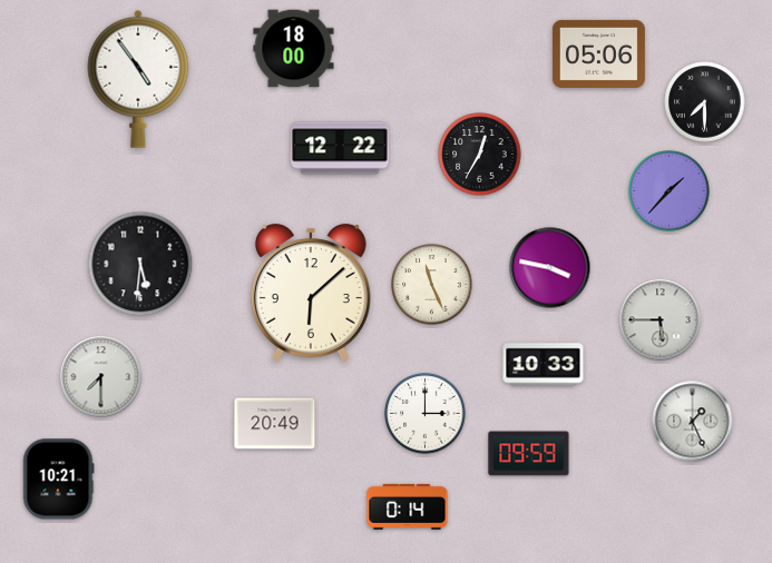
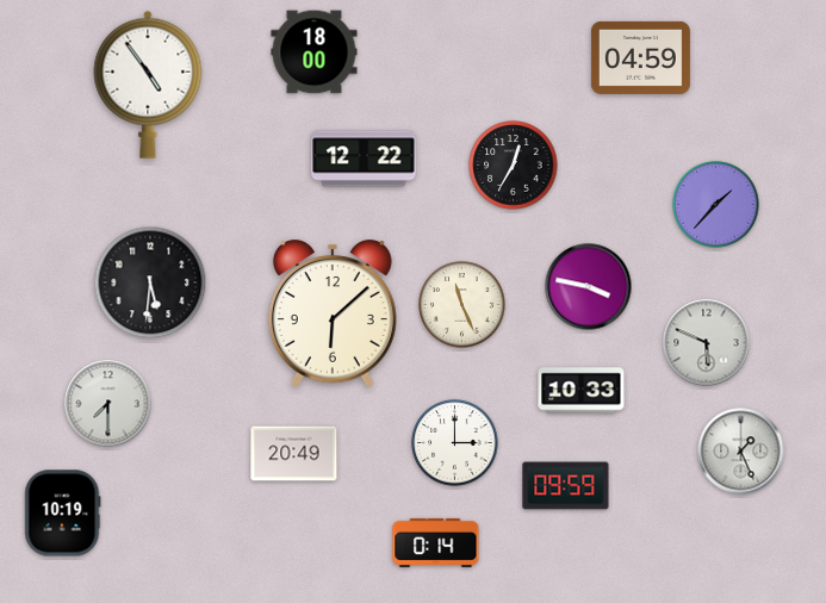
clock at (598, 53): 05:06 -> 04:59
clock at (705, 102): 7:30 -> none
clock at (661, 320): 5:45 -> 5:49
clock at (59, 480): 10:21 -> 10:19
